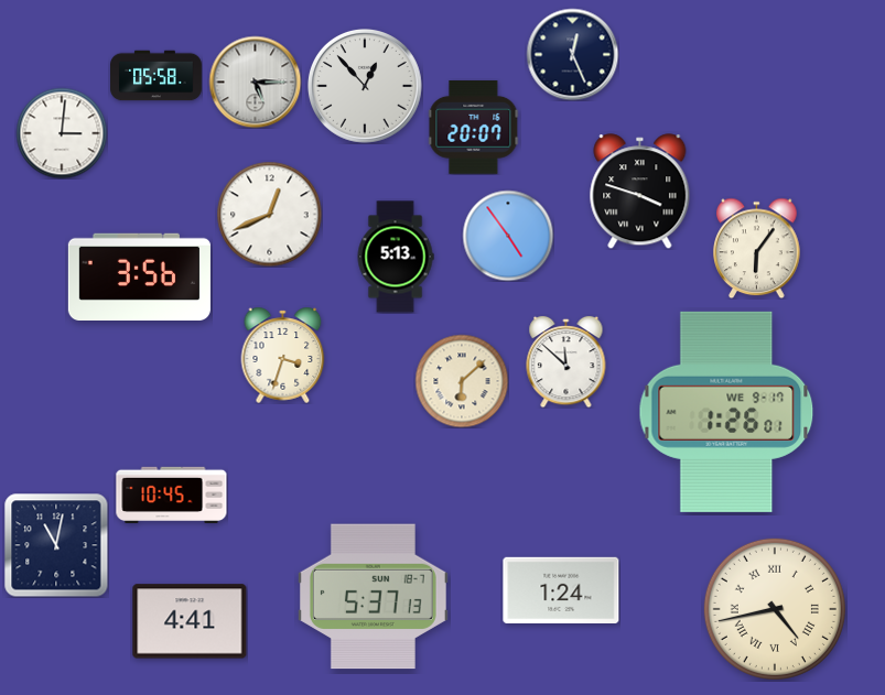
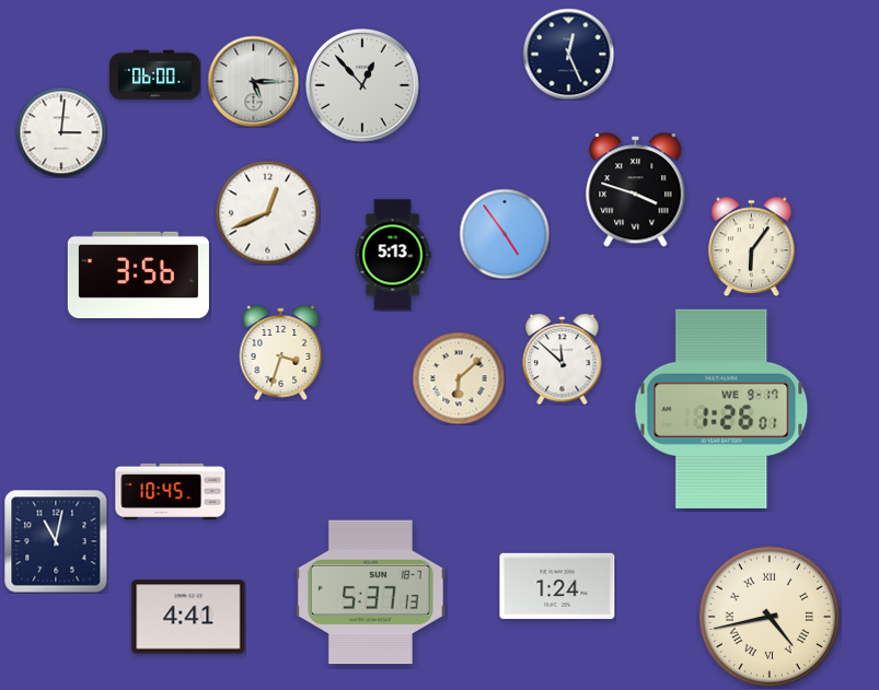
clock at (157, 76): 05:58 -> 06:00
clock at (474, 127): 20:07 -> none
clock at (775, 609) position: (775, 609) -> (770, 617)
